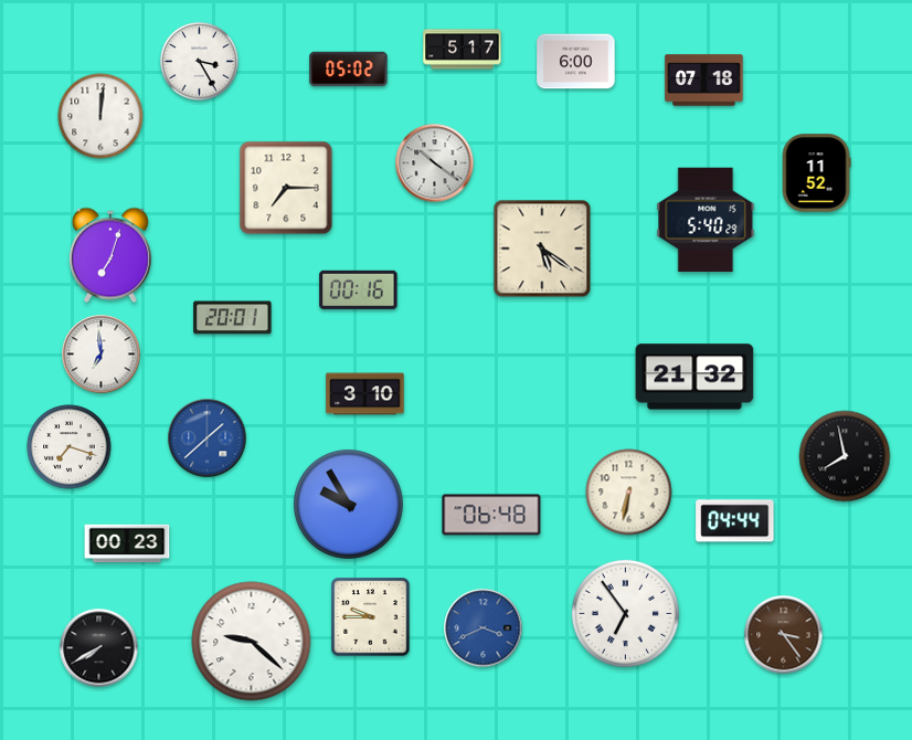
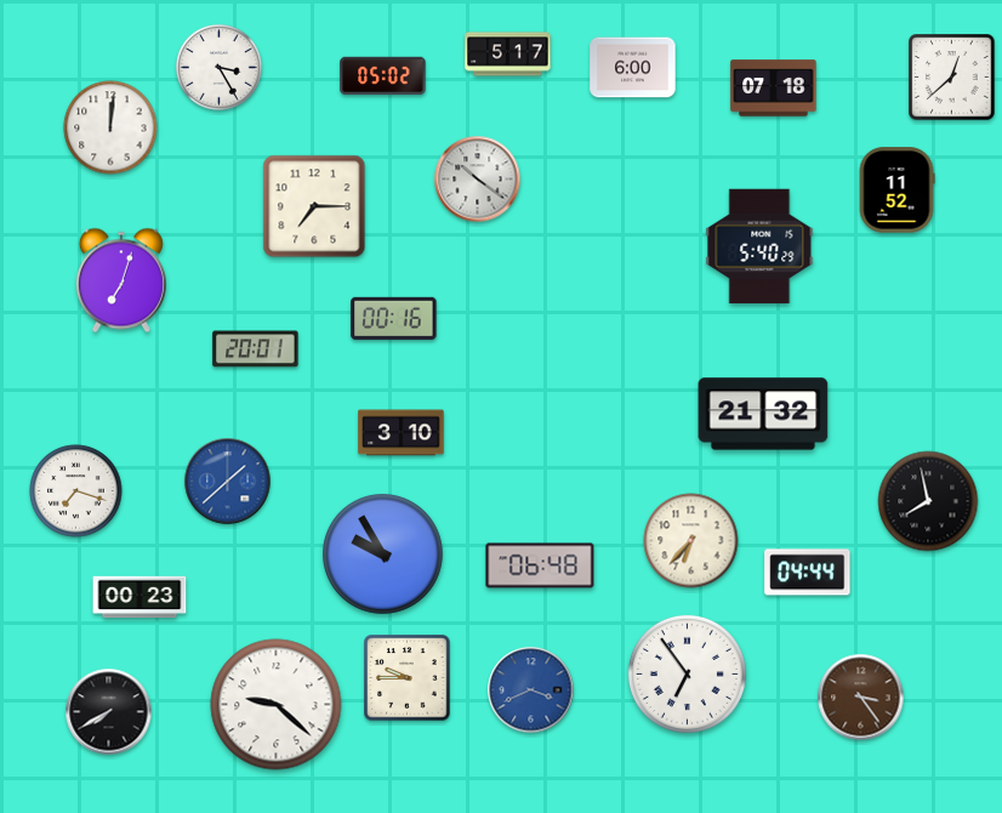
clock at (952, 78): none -> 12:38
clock at (706, 220) position: (706, 220) -> (759, 246)
clock at (542, 249): 5:21 -> none
clock at (102, 355): 6:59 -> none
clock at (629, 493): 6:32 -> 6:37
